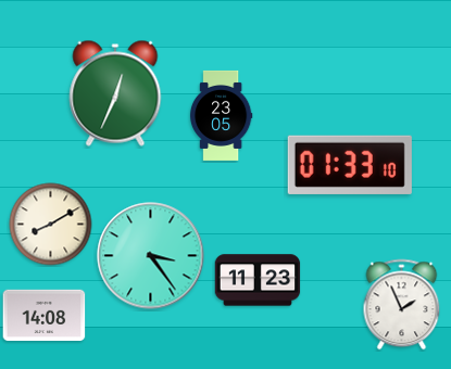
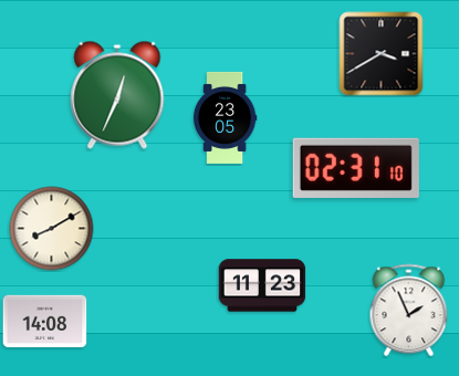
clock at (382, 54): none -> 3:40
clock at (350, 165): 01:33 -> 02:31
clock at (151, 256): 3:24 -> none
